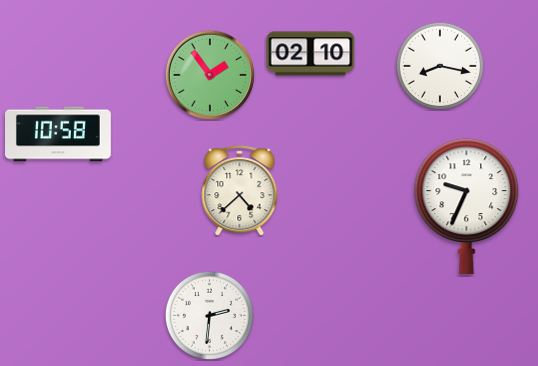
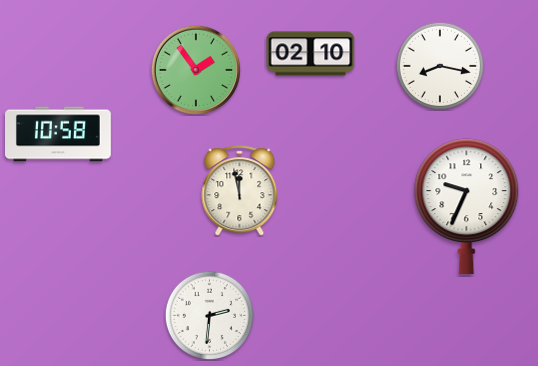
clock at (209, 74) position: (209, 74) -> (195, 69)
clock at (240, 191): 4:38 -> 11:58
